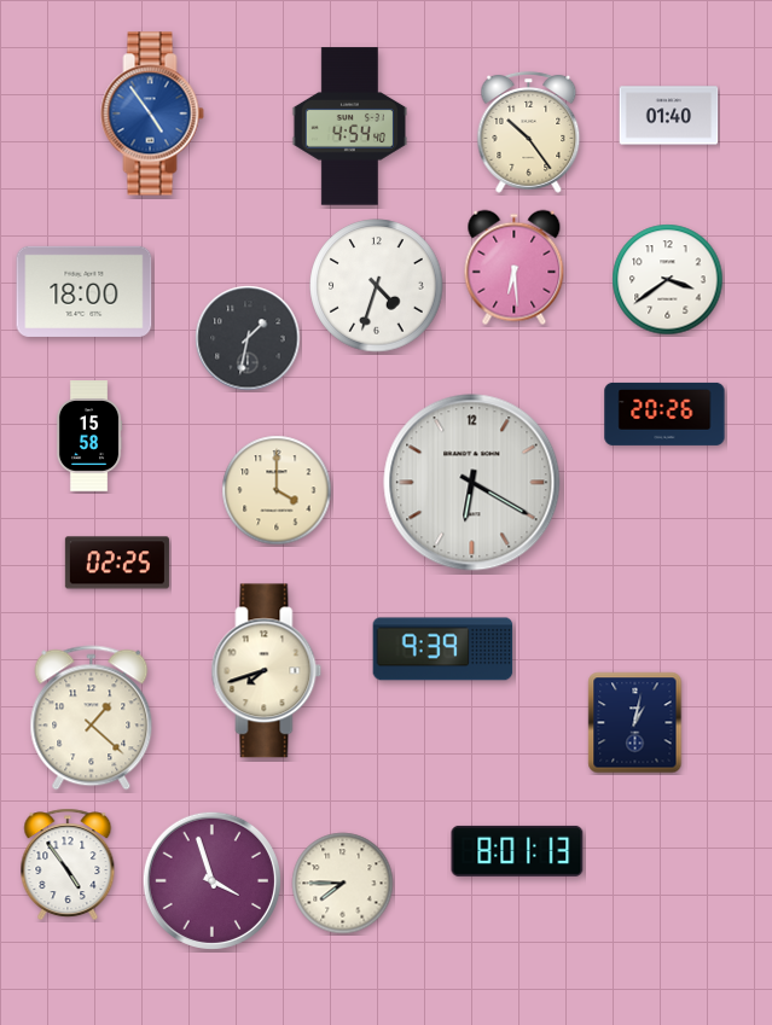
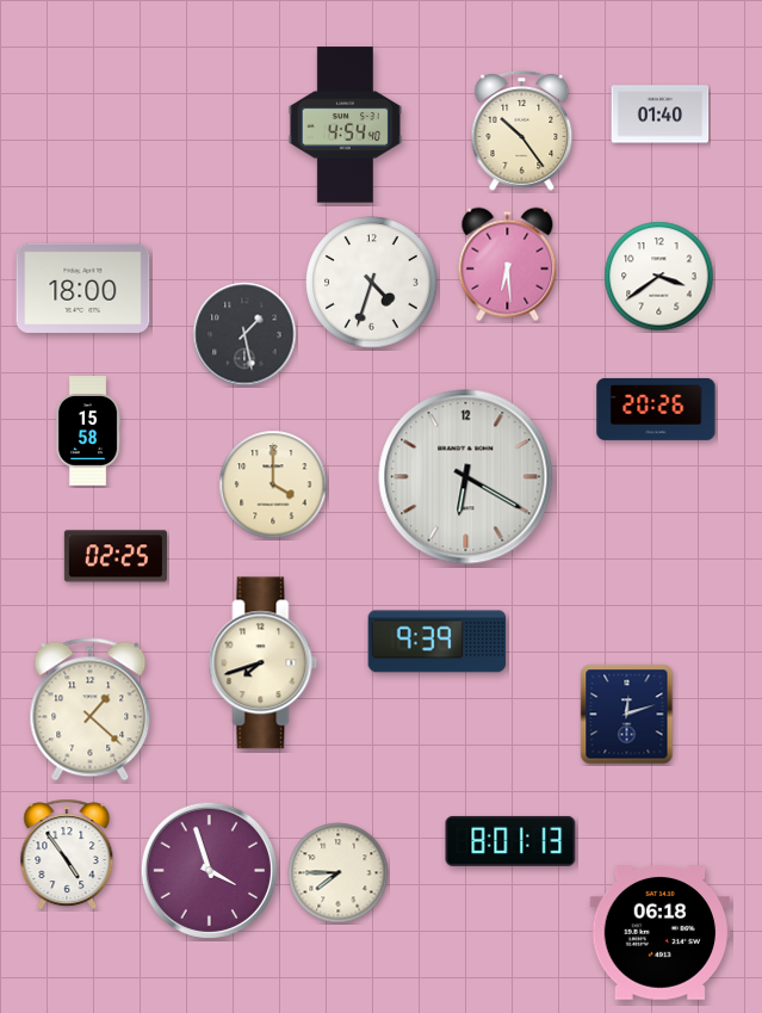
clock at (152, 113): 4:54 -> none
clock at (248, 338): 1:32 -> 1:28
clock at (635, 723): 1:02 -> 12:12
clock at (661, 933): none -> 06:18
